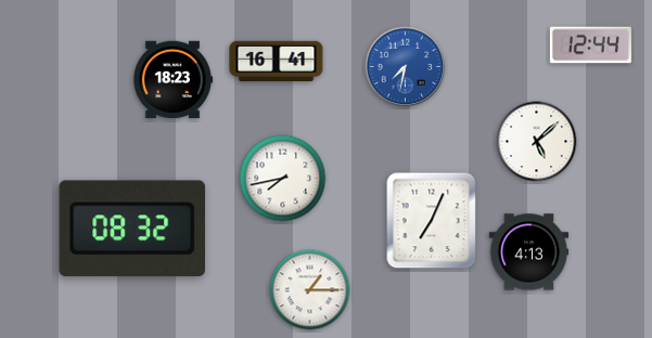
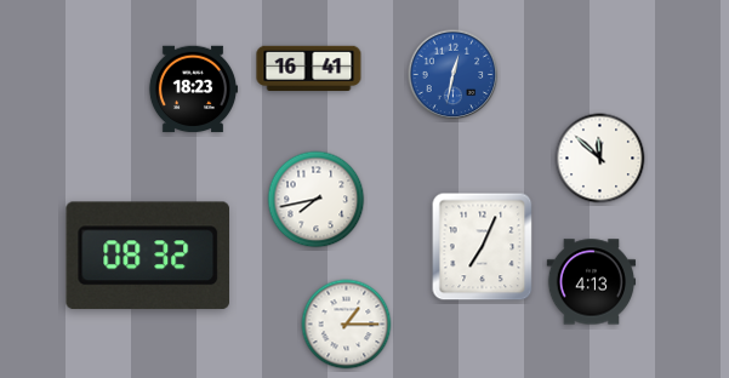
clock at (590, 45): 12:44 -> none
clock at (406, 67): 7:32 -> 12:32
clock at (537, 142): 5:08 -> 11:52
